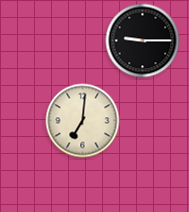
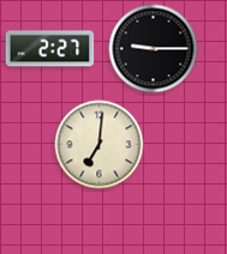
clock at (50, 49): none -> 2:27
clock at (143, 41) position: (143, 41) -> (154, 49)
